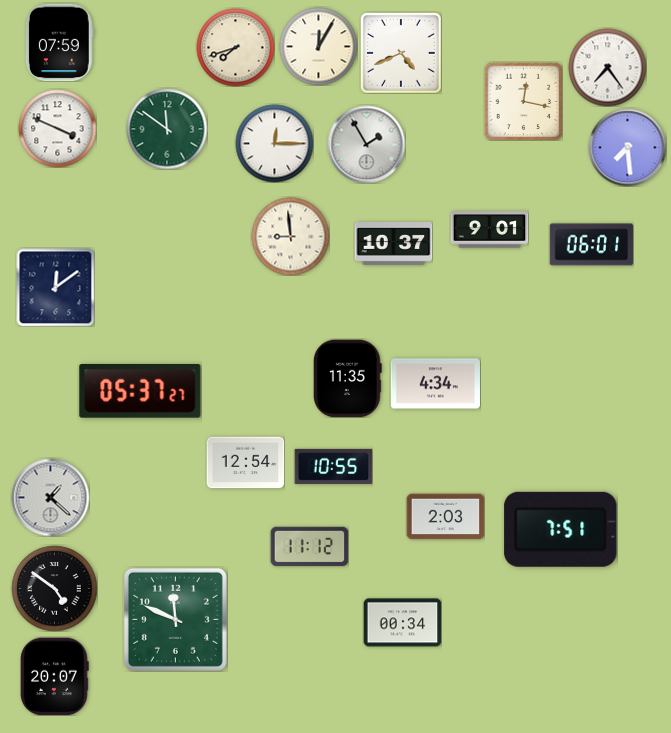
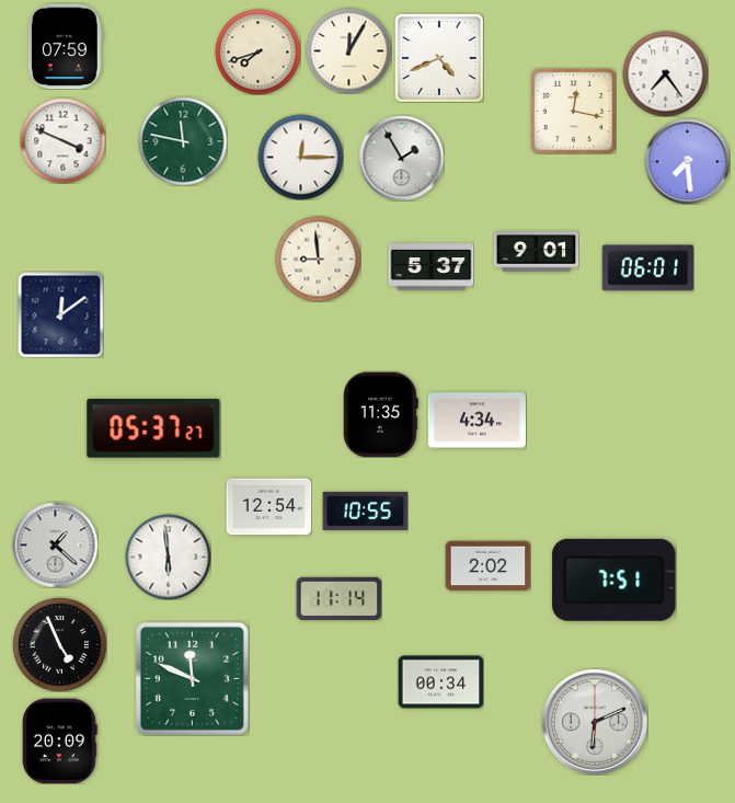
clock at (167, 129): 11:51 -> 11:47
clock at (393, 244): 10:37 -> 5:37
clock at (168, 557): none -> 5:59
clock at (445, 517): 2:03 -> 2:02
clock at (309, 547): 11:12 -> 11:14
clock at (54, 588): 4:51 -> 4:56
clock at (595, 722): none -> 6:11
clock at (55, 676): 20:07 -> 20:09
